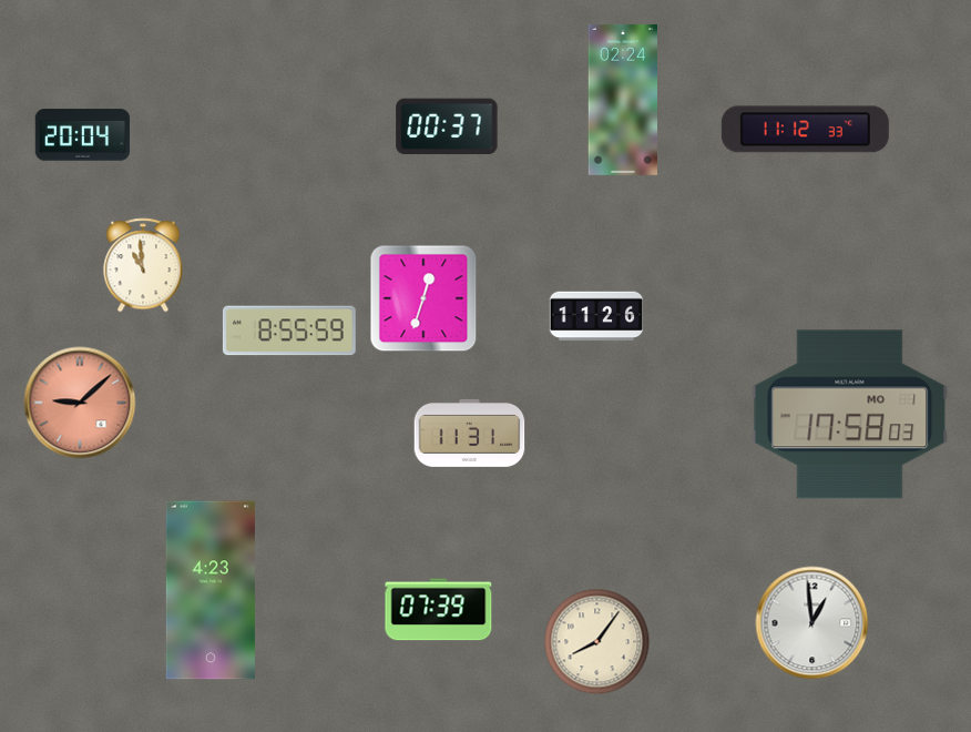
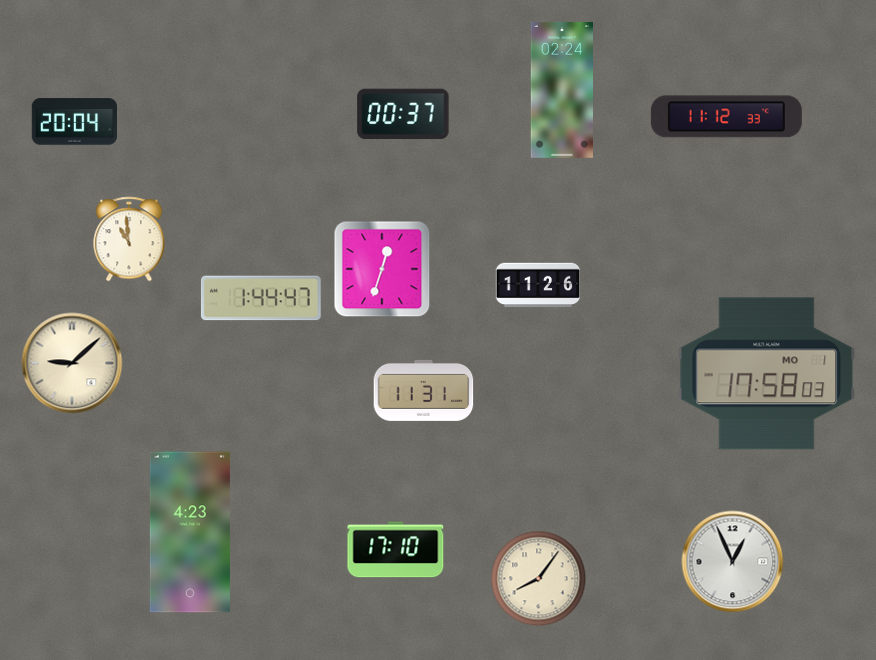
clock at (289, 331): 8:55 -> 1:44
clock at (80, 403) dial: salmon -> cream
clock at (439, 610): 07:39 -> 17:10
clock at (812, 623): 12:59 -> 12:56
